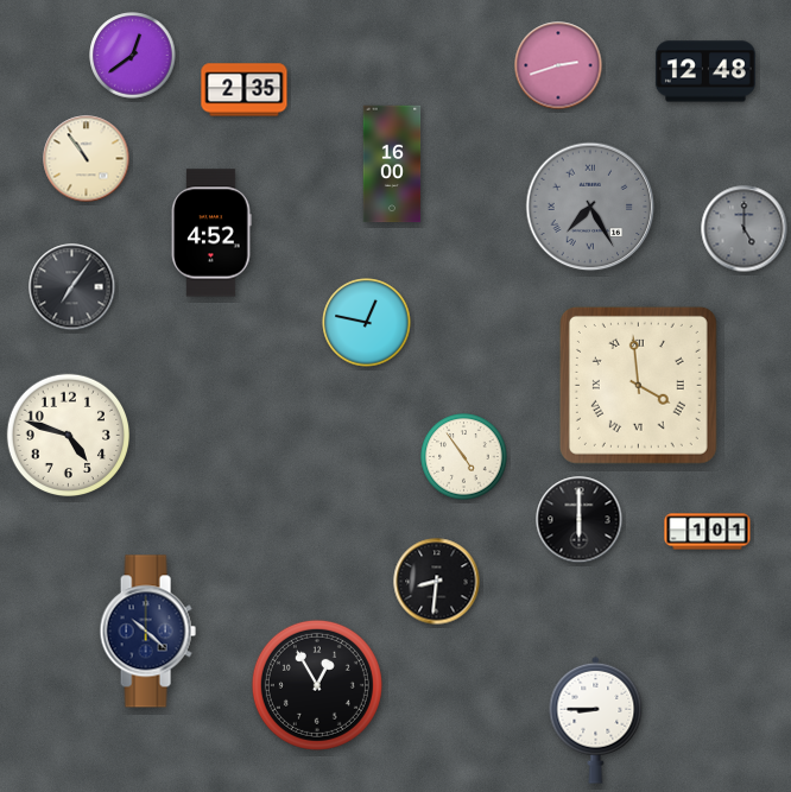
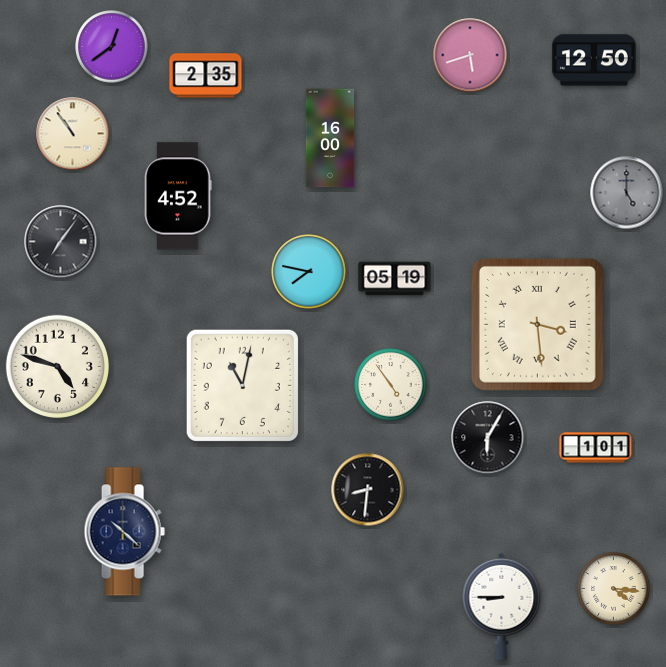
clock at (558, 65): 2:42 -> 5:42
clock at (705, 71): 12:48 -> 12:50
clock at (590, 207): 7:25 -> none
clock at (367, 323): 12:47 -> 7:47
clock at (395, 279): none -> 05:19
clock at (638, 385): 3:59 -> 3:29
clock at (242, 385): none -> 11:02
clock at (580, 520): 6:00 -> 6:05
clock at (317, 685): 12:55 -> none
clock at (614, 589): none -> 4:16
